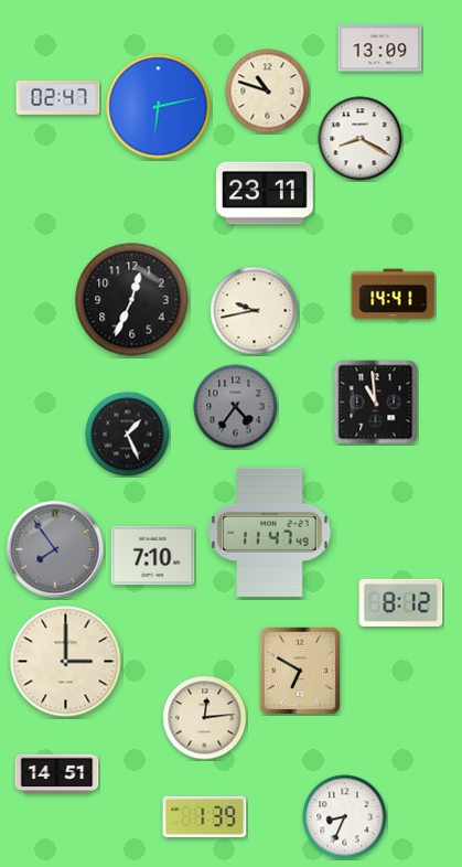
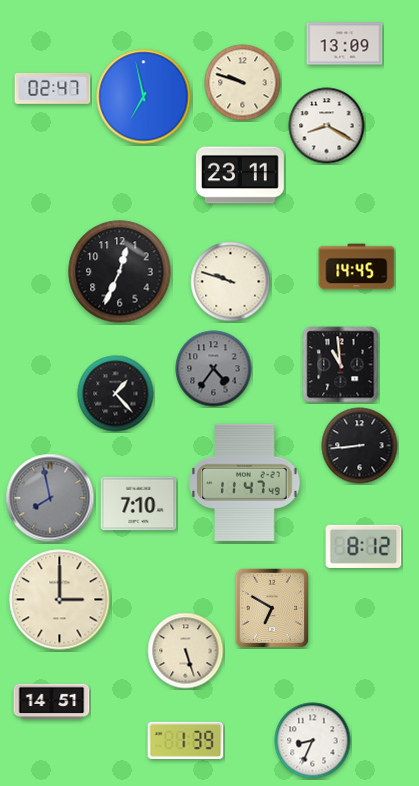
clock at (268, 92): 10:48 -> 9:48
clock at (159, 107): 6:13 -> 6:58
clock at (394, 295): 14:41 -> 14:45
clock at (255, 311): 9:43 -> 9:48
clock at (128, 435): 1:26 -> 1:23
clock at (360, 446): none -> 8:44
clock at (55, 549): 7:54 -> 7:58
clock at (205, 718): 12:14 -> 5:27
